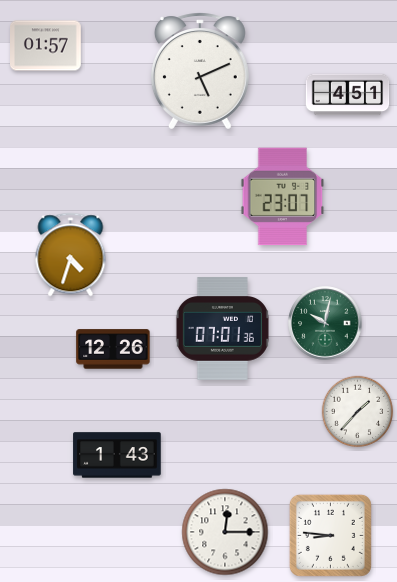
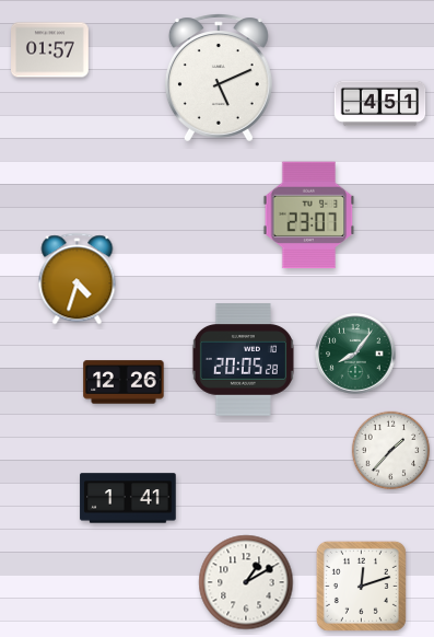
clock at (325, 323): 10:02 -> 8:06
clock at (222, 329): 07:01 -> 20:05
clock at (117, 455): 1:43 -> 1:41
clock at (225, 532): 12:15 -> 1:10
clock at (330, 535): 8:46 -> 12:12
